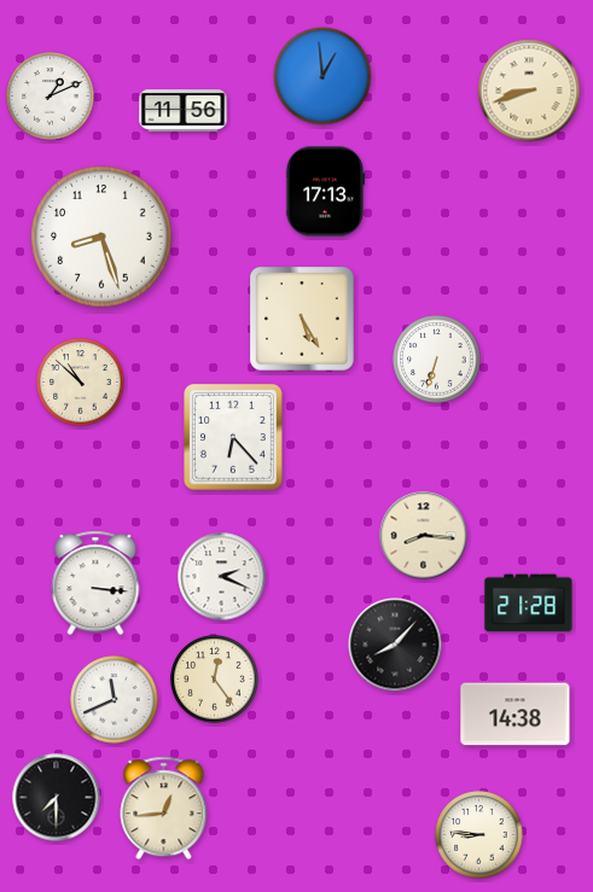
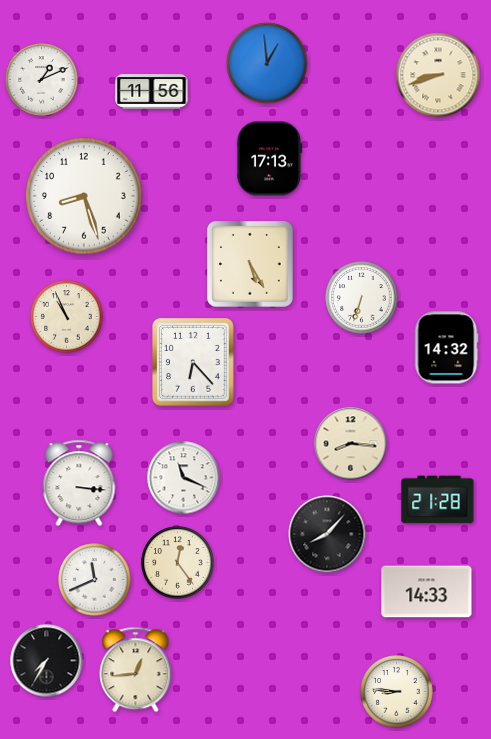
clock at (81, 383): 10:52 -> 10:56
clock at (446, 348): none -> 14:32
clock at (222, 577): 2:19 -> 11:19
clock at (516, 715): 14:38 -> 14:33
clock at (57, 798): 7:30 -> 7:35
